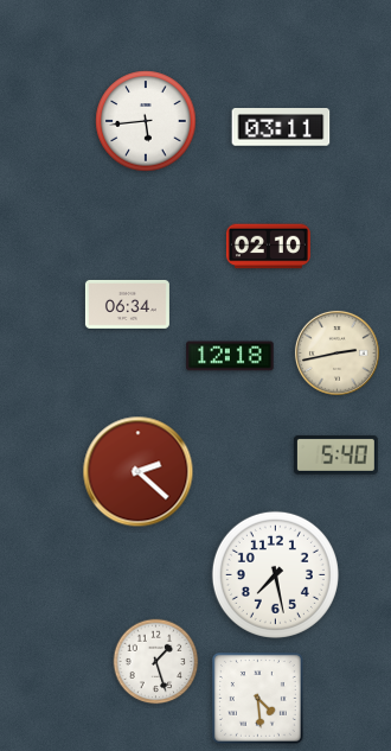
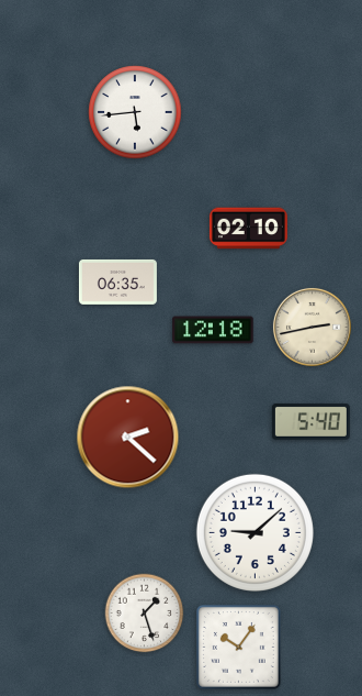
clock at (281, 128): 03:11 -> none
clock at (127, 304): 06:34 -> 06:35
clock at (275, 574): 7:28 -> 9:08
clock at (257, 698): 4:29 -> 10:06
